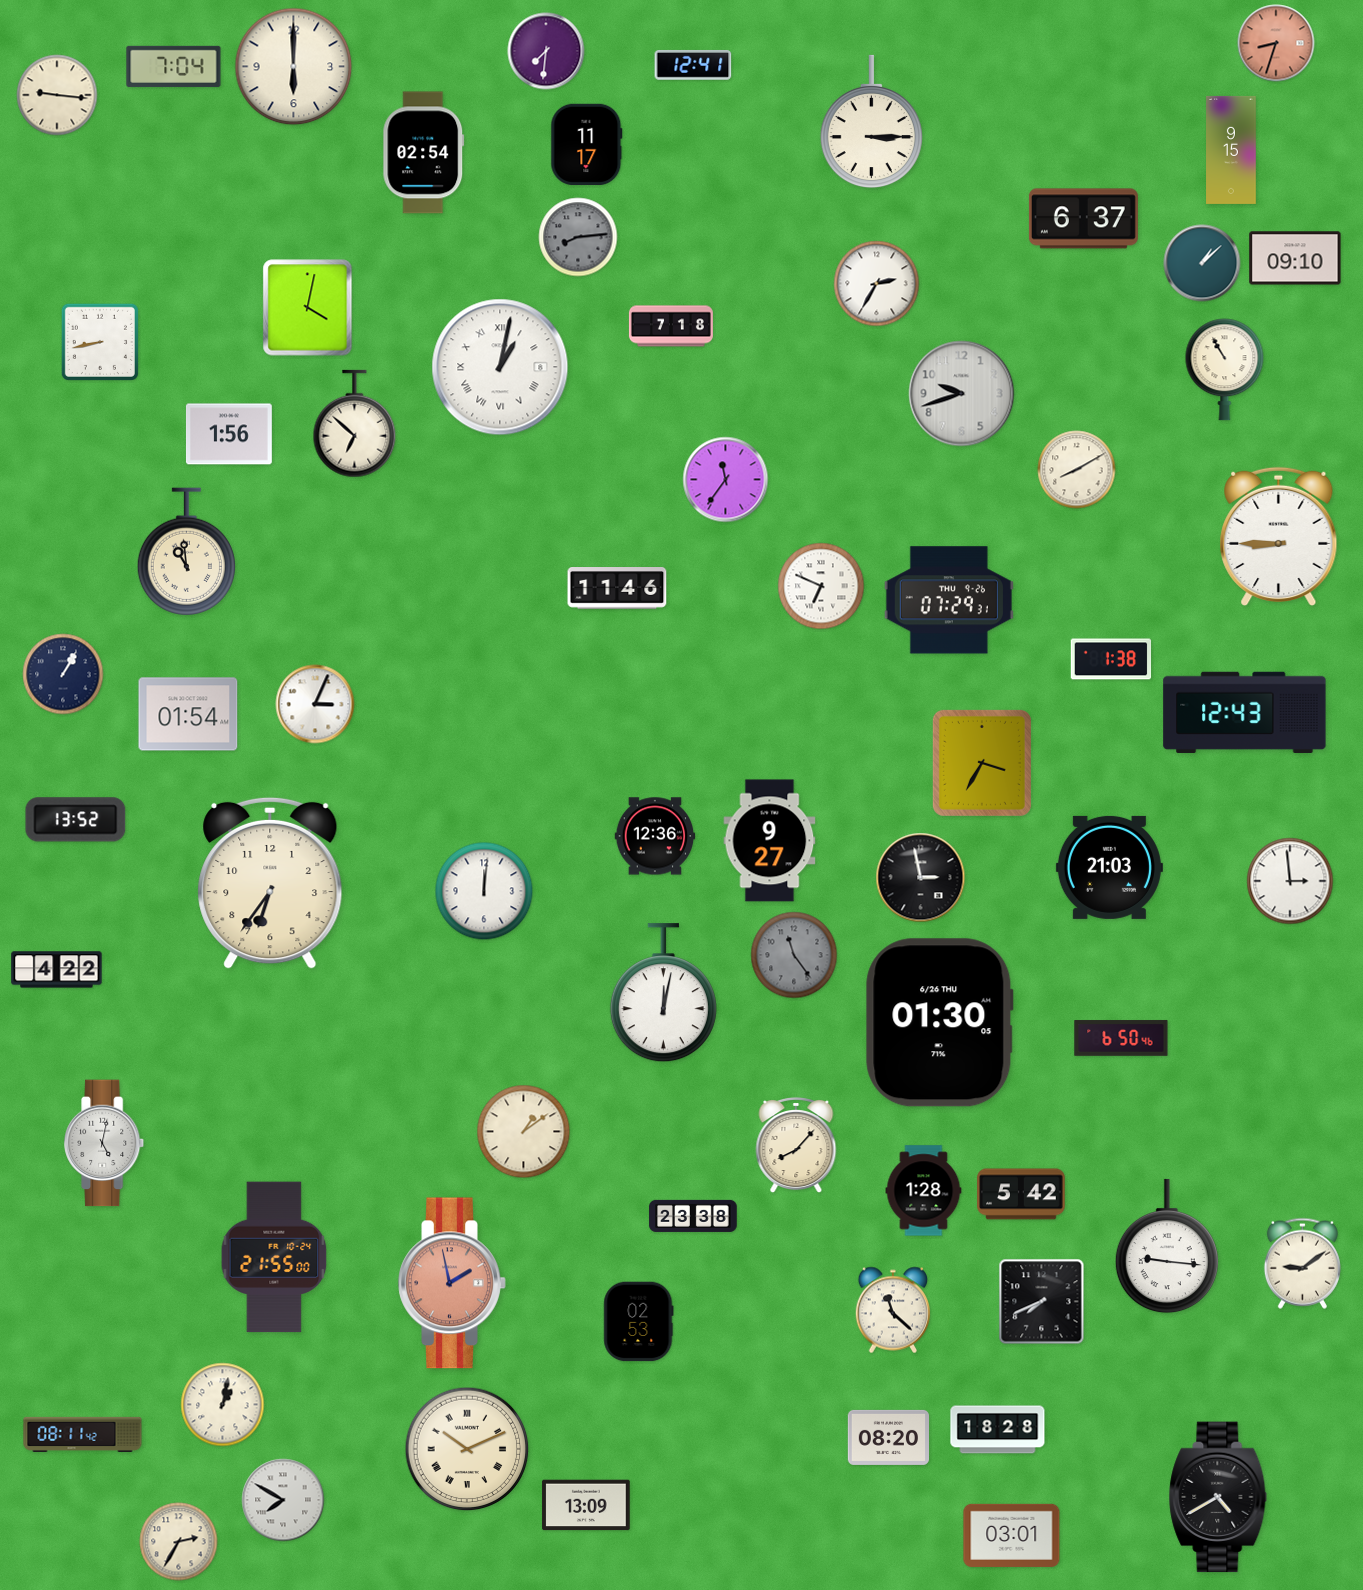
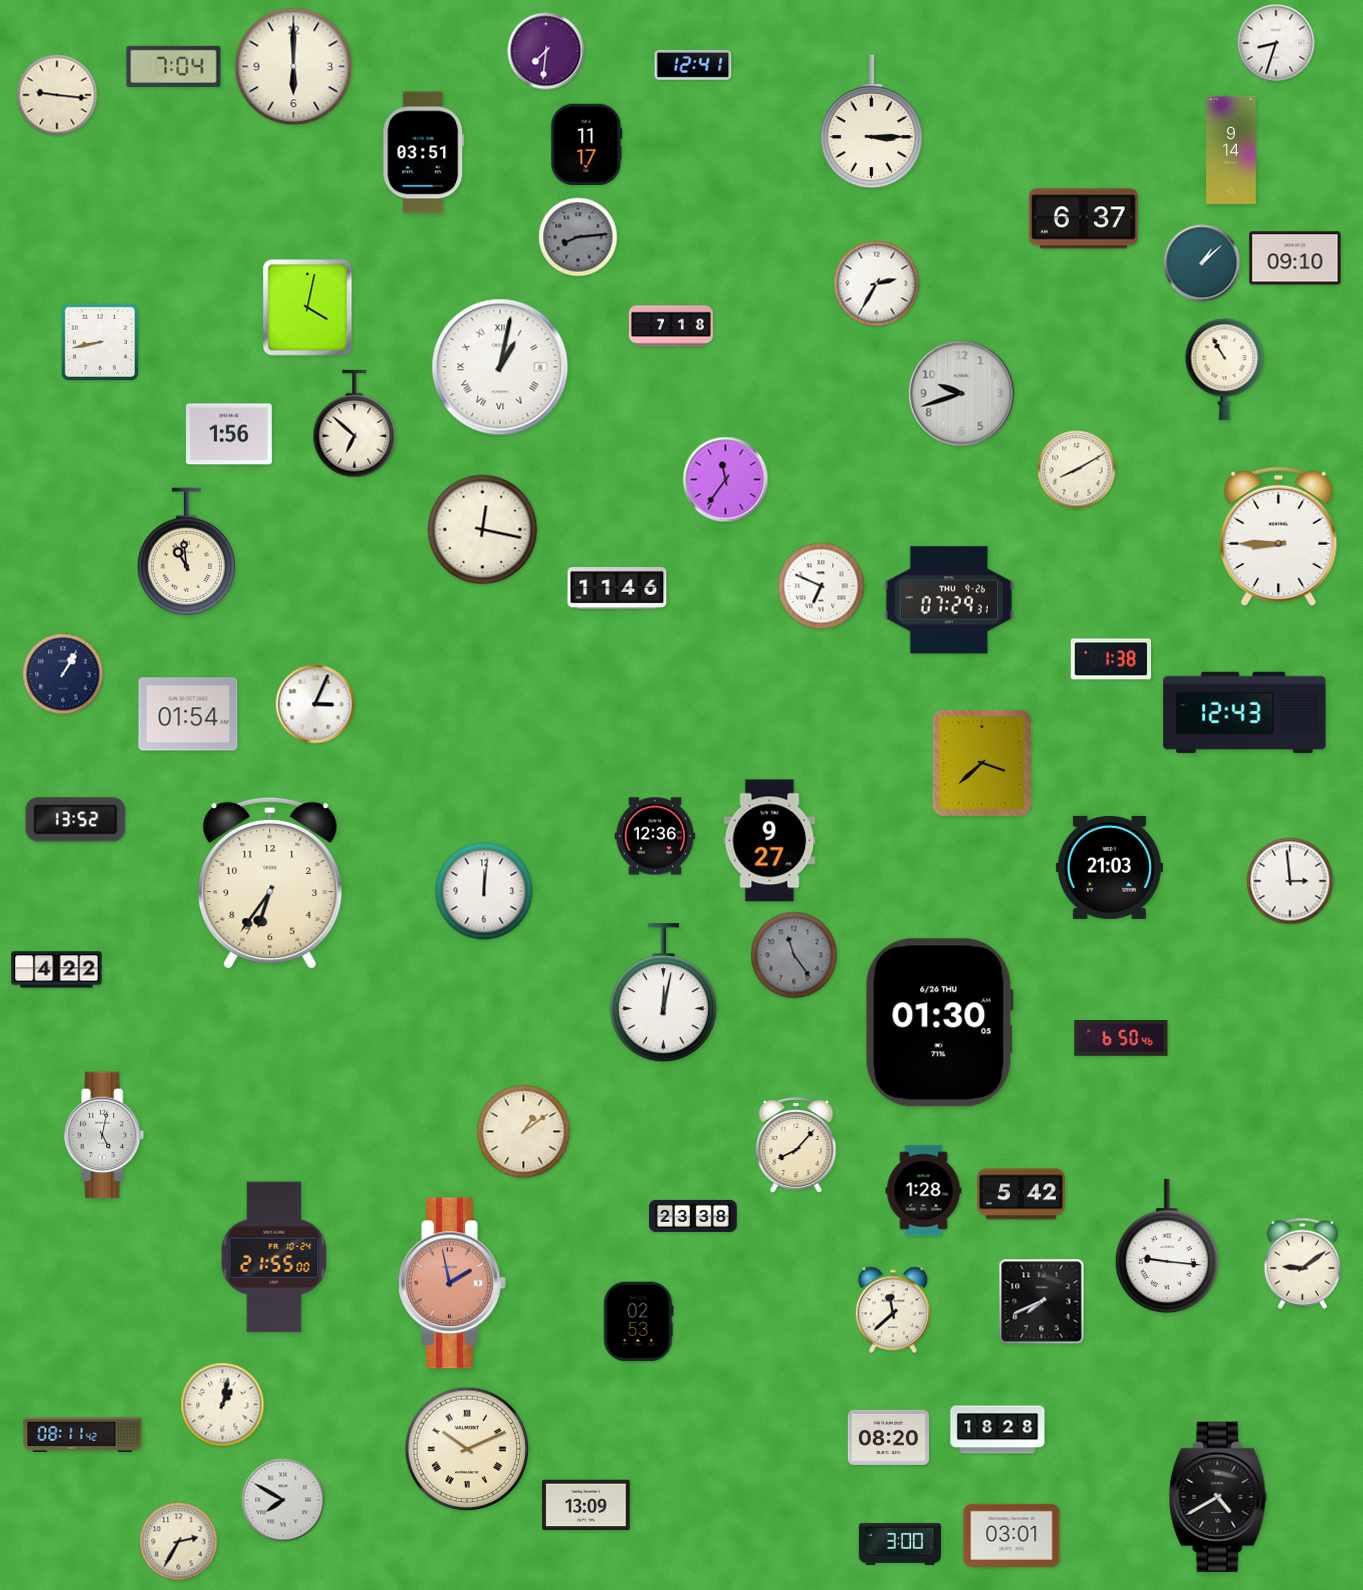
clock at (1276, 43) dial: salmon -> white
clock at (1231, 150): 9:15 -> 9:14
clock at (424, 153): 02:54 -> 03:51
clock at (483, 530): none -> 12:17
clock at (982, 763): 3:35 -> 3:38
clock at (921, 878): 2:58 -> none
clock at (105, 1143) position: (105, 1143) -> (105, 1135)
clock at (893, 1310): 11:22 -> 11:38
clock at (899, 1545): none -> 3:00
